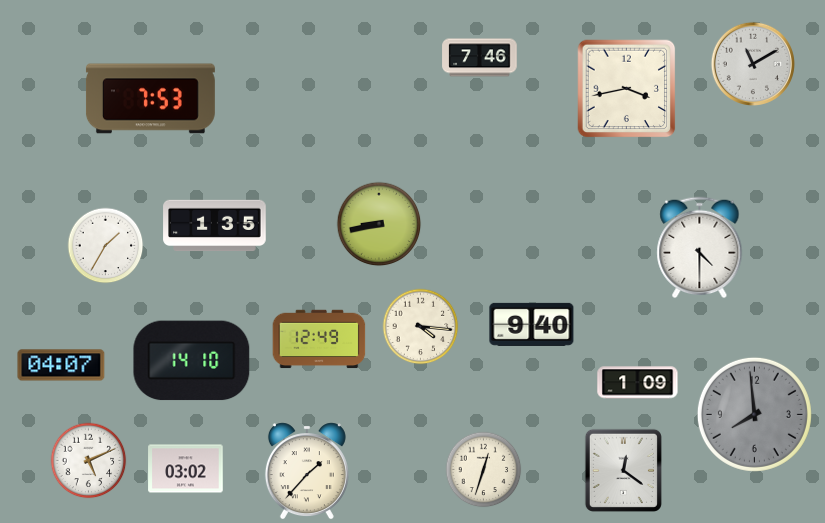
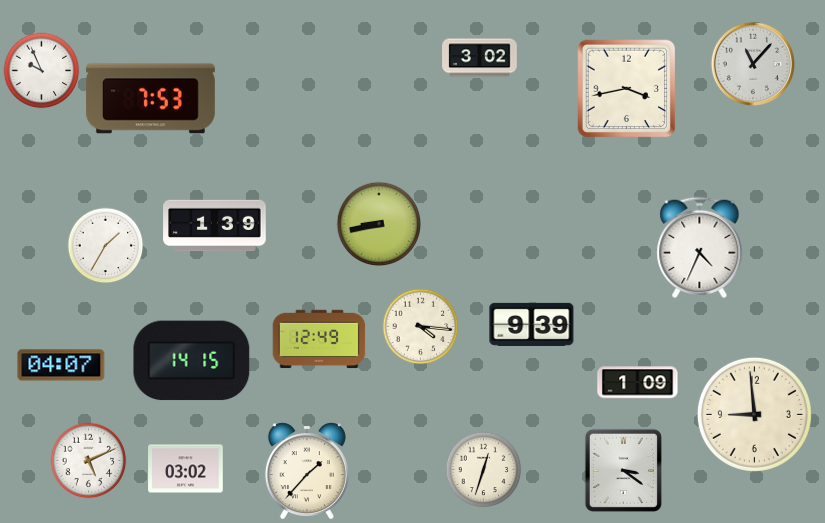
clock at (480, 58): 7:46 -> 3:02
clock at (752, 63): 11:10 -> 11:07
clock at (42, 71): none -> 9:56
clock at (215, 226): 1:35 -> 1:39
clock at (700, 248): 4:30 -> 4:34
clock at (532, 324): 9:40 -> 9:39
clock at (192, 361): 14:10 -> 14:15
clock at (754, 414): 7:59 -> 8:59
clock at (754, 414) dial: grey -> cream
clock at (623, 470): 12:21 -> 3:21
